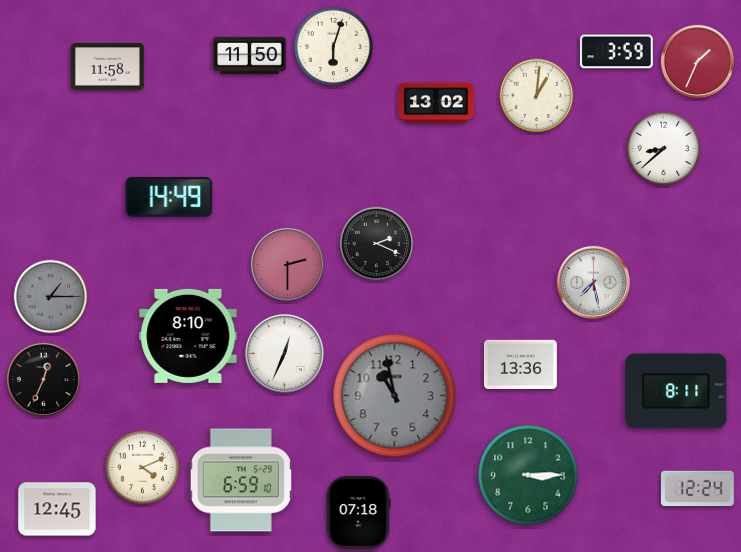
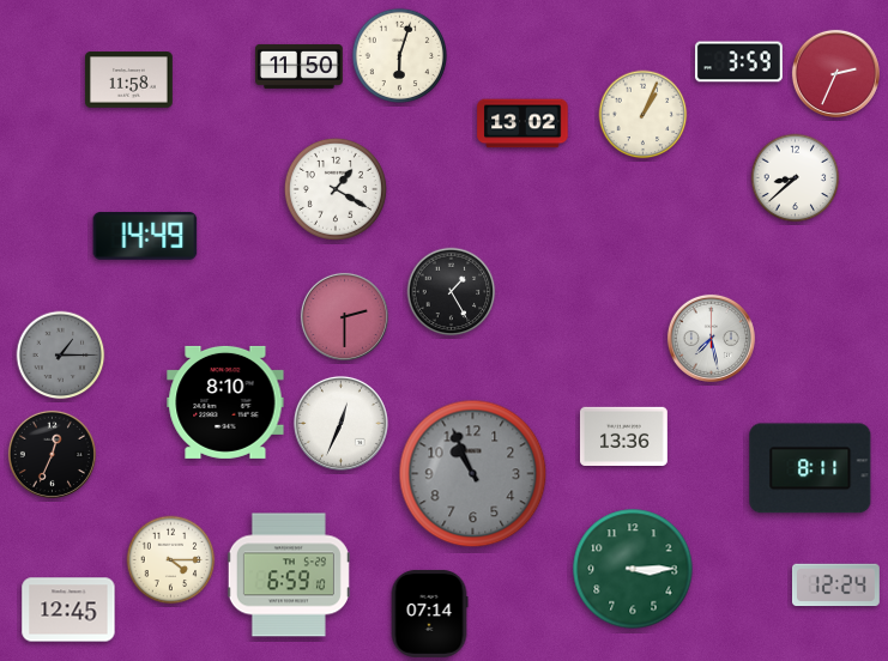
clock at (697, 61): 1:34 -> 2:34
clock at (537, 96): 1:01 -> 1:04
clock at (336, 189): none -> 1:20
clock at (169, 197) position: (169, 197) -> (145, 236)
clock at (377, 244): 2:19 -> 1:25
clock at (395, 396): 10:58 -> 10:56
clock at (143, 468): 4:11 -> 4:15
clock at (358, 512): 07:18 -> 07:14
